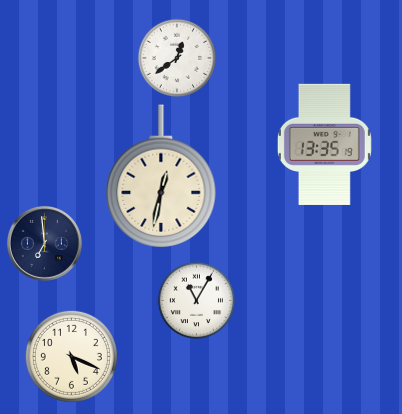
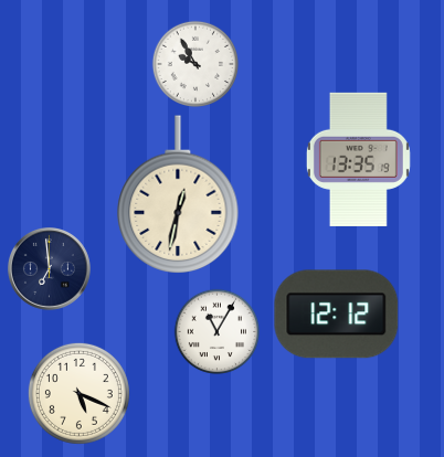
clock at (176, 57): 12:39 -> 9:55
clock at (337, 315): none -> 12:12
